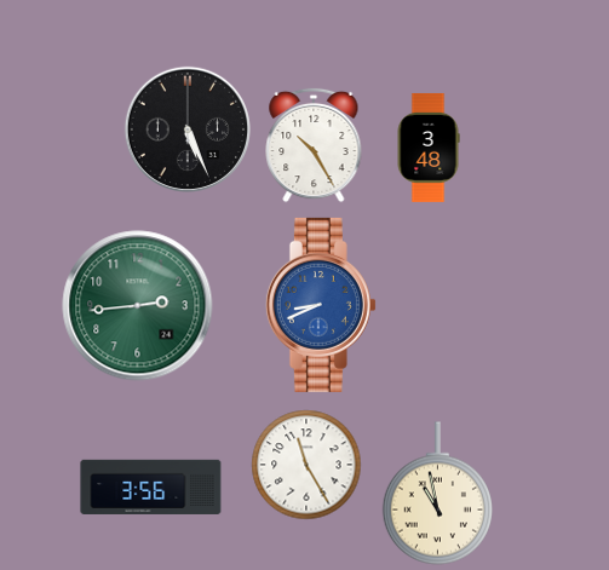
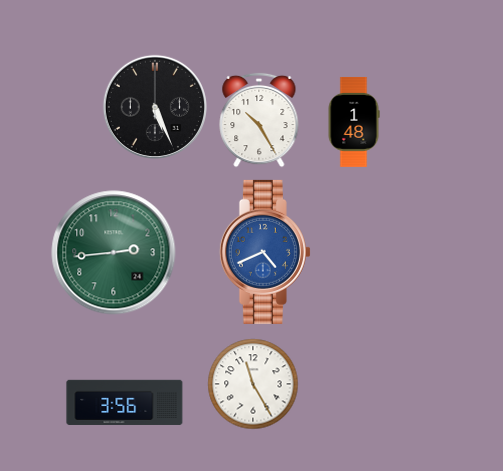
clock at (429, 148): 3:48 -> 1:48
clock at (321, 305): 8:41 -> 4:41
clock at (437, 494): 10:58 -> none
